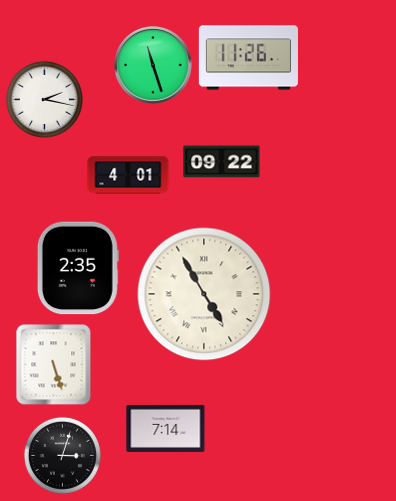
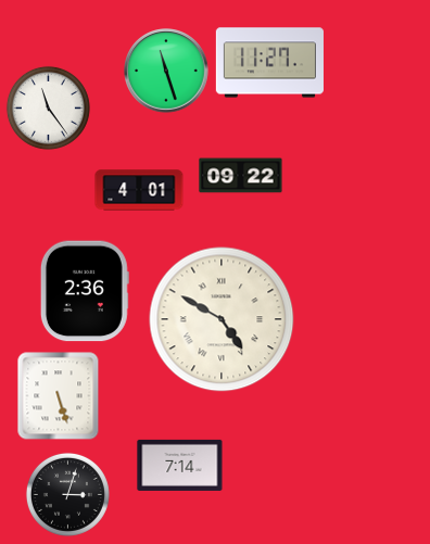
clock at (248, 58): 11:26 -> 11:27
clock at (44, 99): 2:17 -> 11:24
clock at (78, 268): 2:35 -> 2:36
clock at (204, 294): 4:55 -> 4:50
